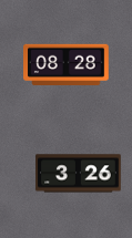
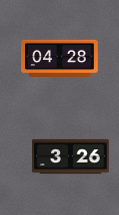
clock at (67, 65): 08:28 -> 04:28
